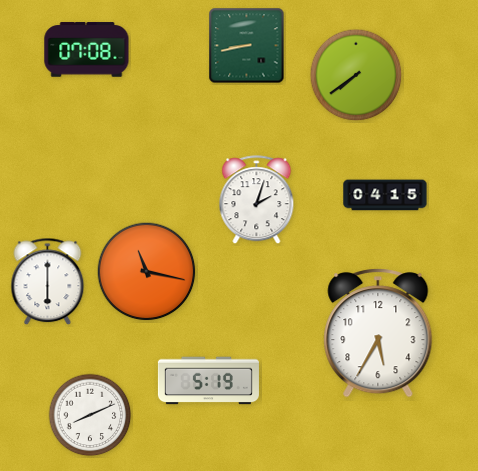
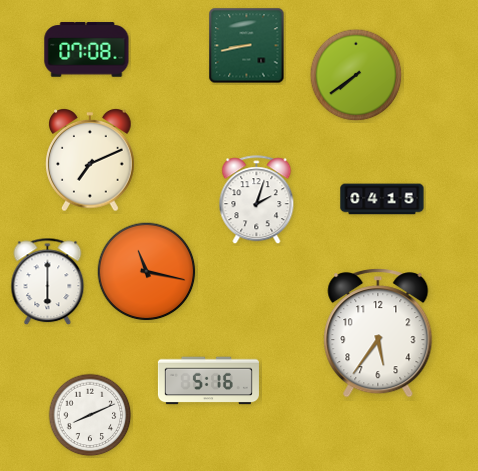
clock at (90, 161): none -> 7:11
clock at (385, 195) position: (385, 195) -> (382, 199)
clock at (378, 333): 5:35 -> 5:36
clock at (208, 381): 5:19 -> 5:16
